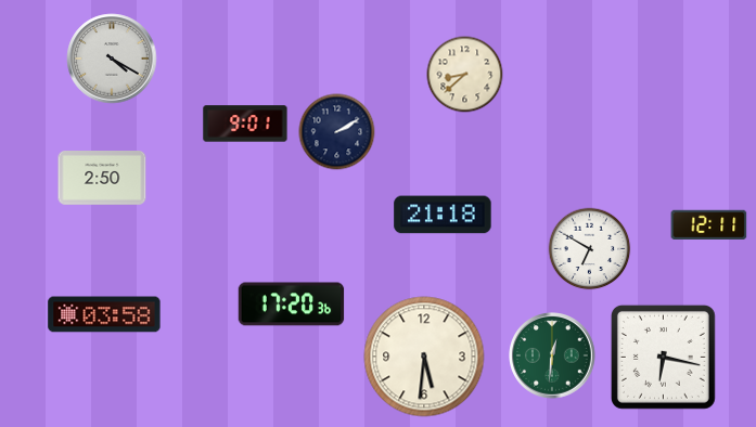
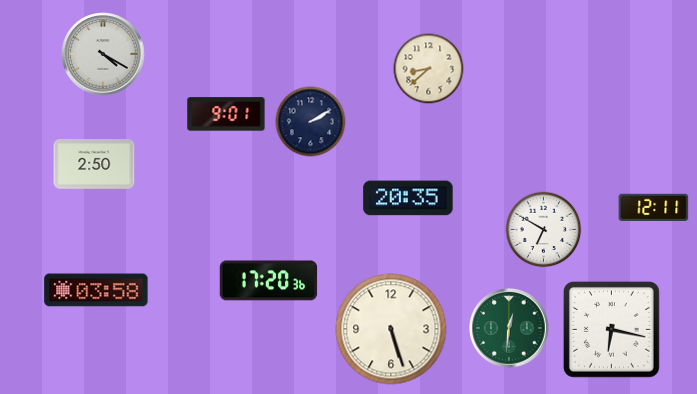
clock at (443, 215): 21:18 -> 20:35
clock at (424, 357): 5:31 -> 5:27
